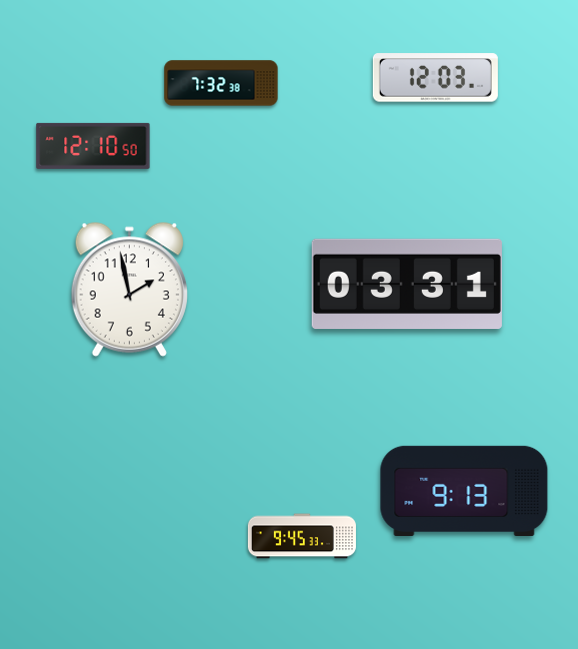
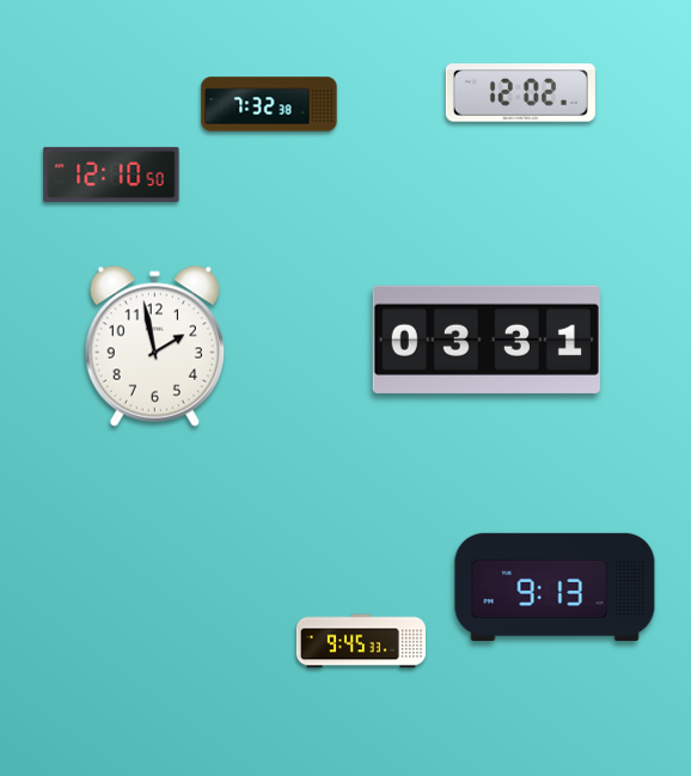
clock at (435, 78): 12:03 -> 12:02
clock at (221, 83) position: (221, 83) -> (269, 104)
